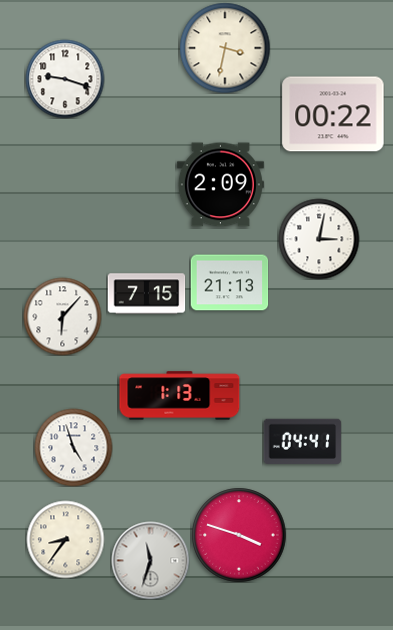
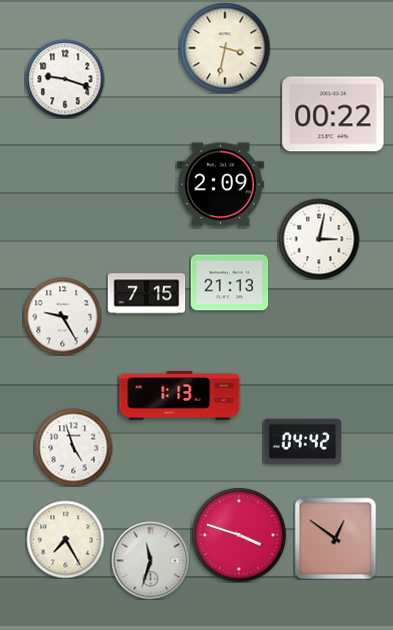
clock at (62, 316): 6:07 -> 9:25
clock at (302, 441): 04:41 -> 04:42
clock at (335, 538): none -> 12:51
clock at (65, 539): 8:36 -> 7:25
